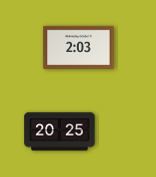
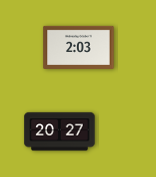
clock at (60, 132): 20:25 -> 20:27
